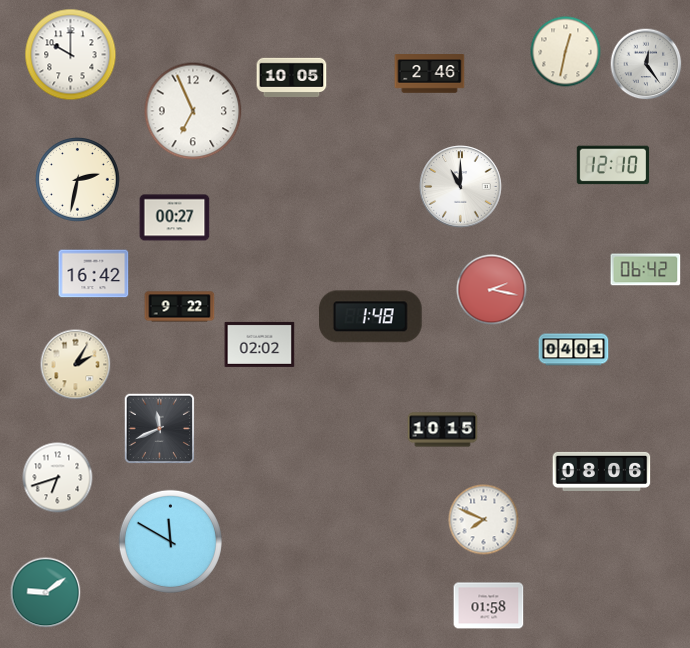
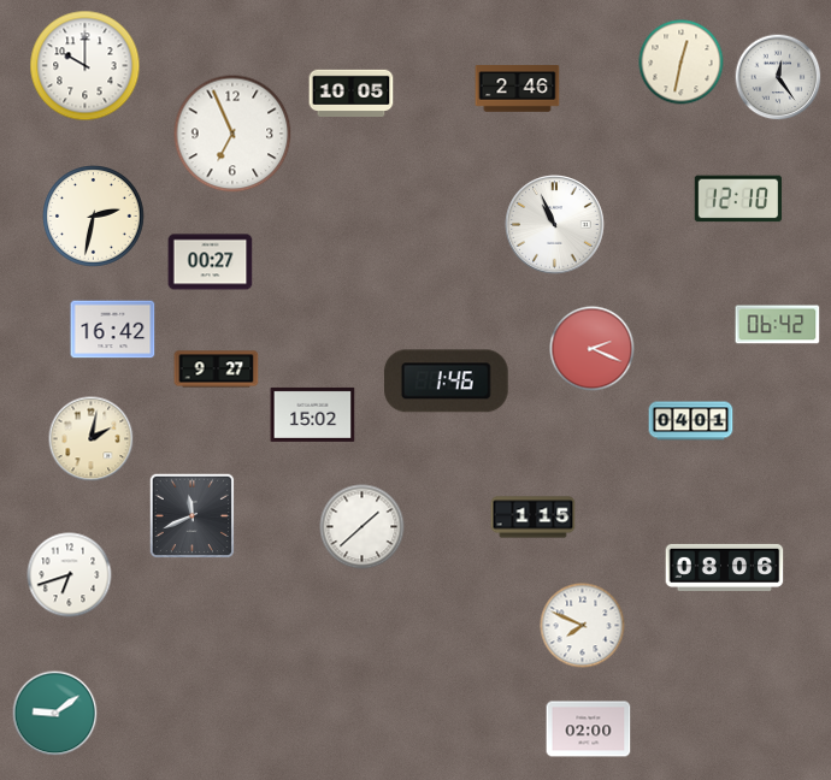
clock at (461, 187): 11:00 -> 10:56
clock at (492, 290): 2:17 -> 2:19
clock at (180, 307): 9:22 -> 9:27
clock at (371, 317): 1:48 -> 1:46
clock at (260, 344): 02:02 -> 15:02
clock at (76, 365): 2:05 -> 2:02
clock at (443, 430): 10:15 -> 1:15
clock at (363, 527): none -> 1:38
clock at (170, 541): 11:50 -> none
clock at (489, 606): 01:58 -> 02:00
